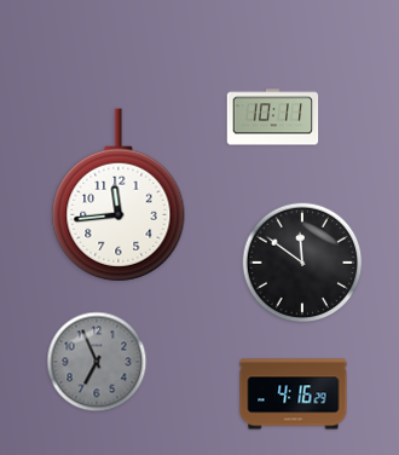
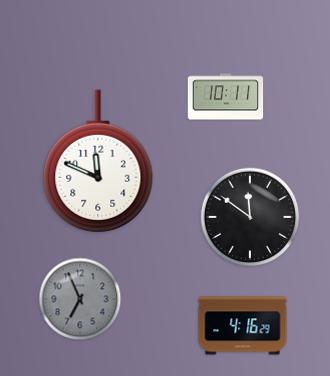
clock at (118, 195): 11:44 -> 11:49
